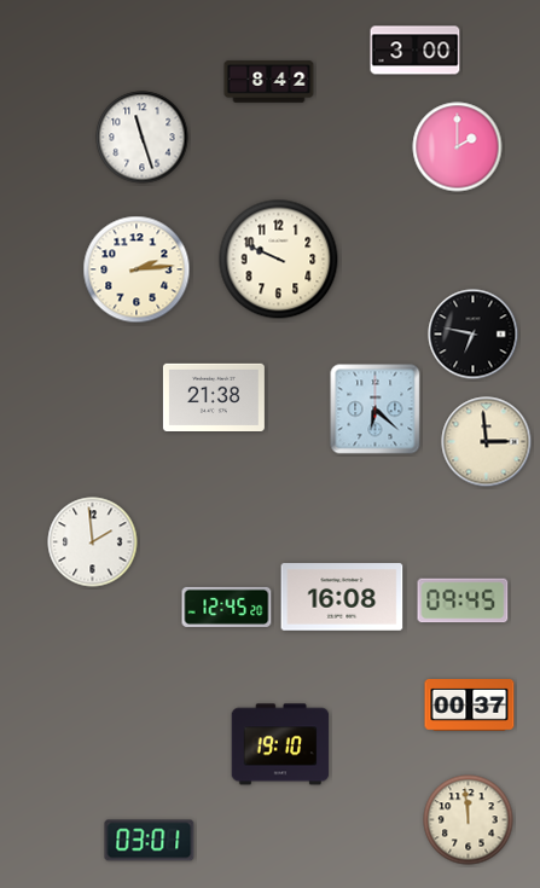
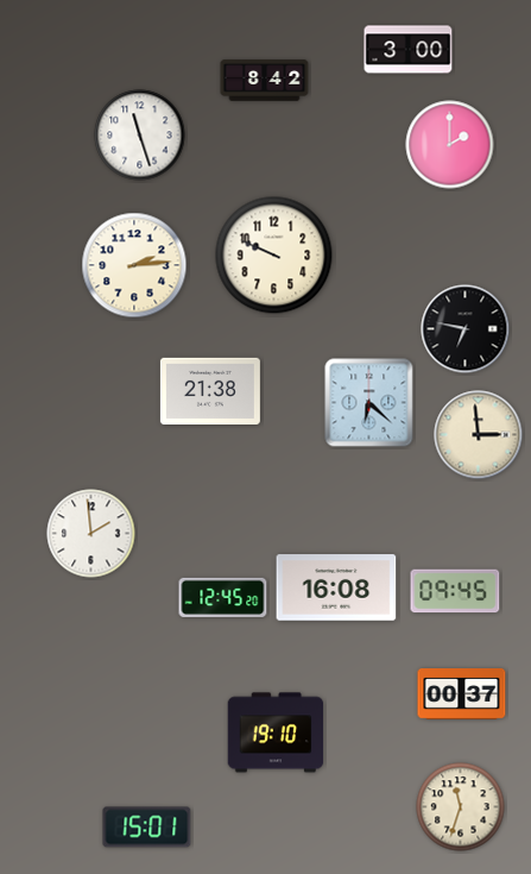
clock at (469, 820): 11:59 -> 11:33
clock at (150, 841): 03:01 -> 15:01
